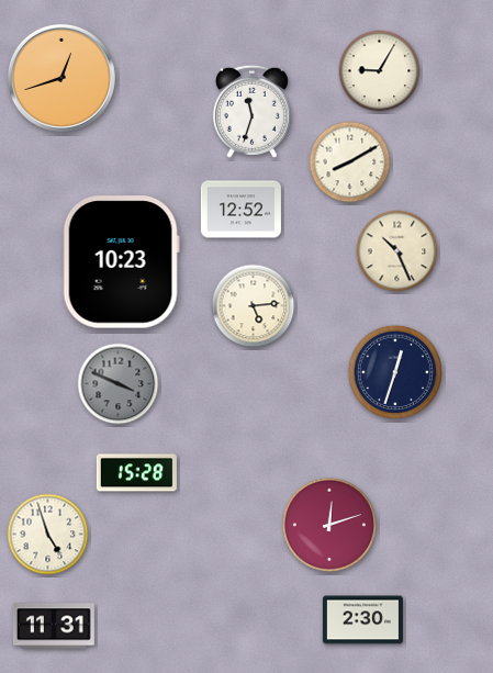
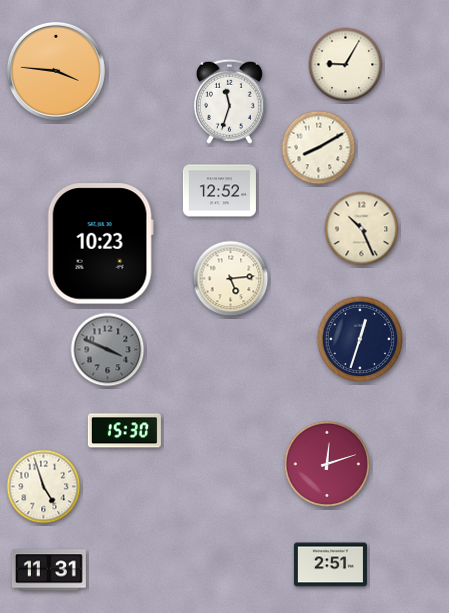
clock at (61, 78): 12:42 -> 3:46
clock at (121, 262) position: (121, 262) -> (100, 244)
clock at (136, 473): 15:28 -> 15:30
clock at (328, 524) position: (328, 524) -> (326, 463)
clock at (362, 620): 2:30 -> 2:51
